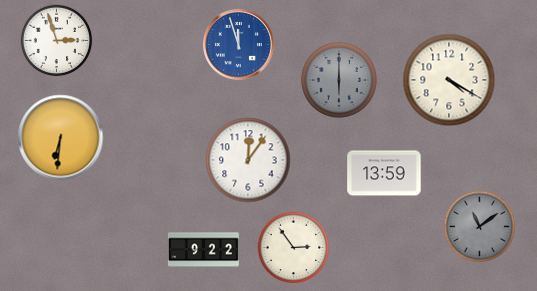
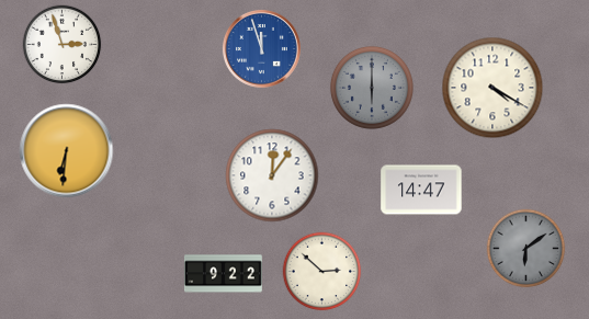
clock at (384, 173): 13:59 -> 14:47
clock at (480, 227): 11:09 -> 6:09
clock at (294, 248): 2:54 -> 2:52
